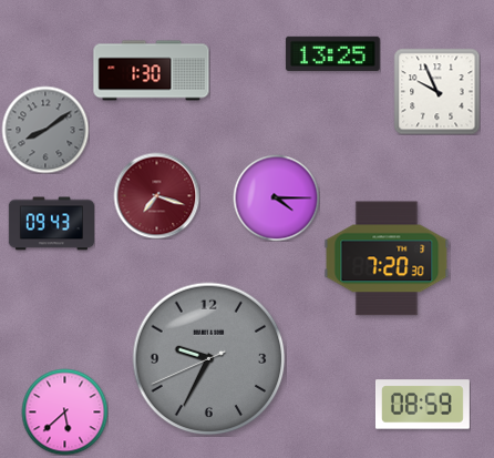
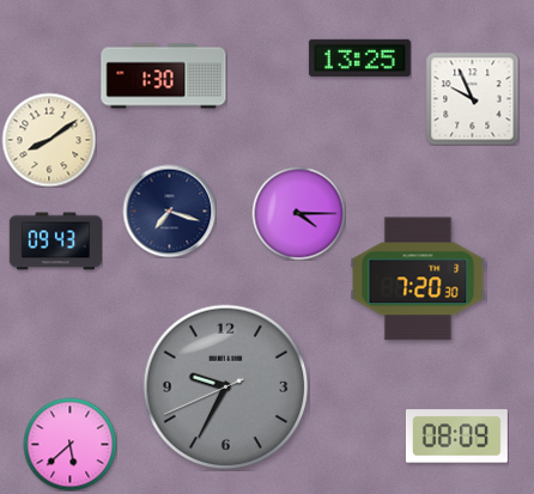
clock at (45, 130) dial: grey -> cream
clock at (156, 195) dial: burgundy -> navy
clock at (422, 405): 08:59 -> 08:09
